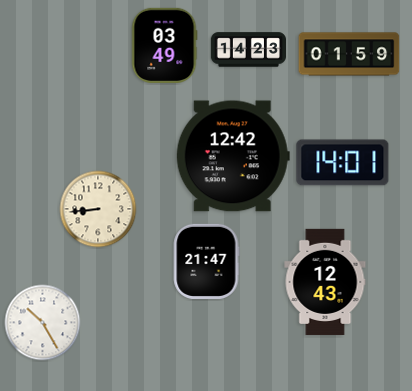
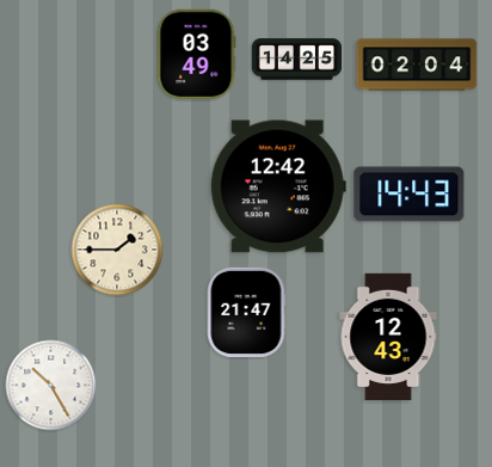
clock at (248, 50): 14:23 -> 14:25
clock at (349, 54): 01:59 -> 02:04
clock at (343, 163): 14:01 -> 14:43
clock at (98, 209): 8:44 -> 1:45
